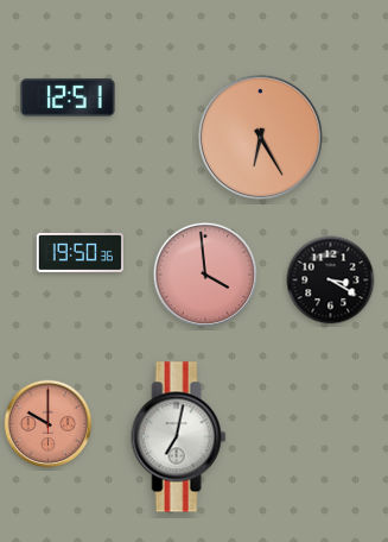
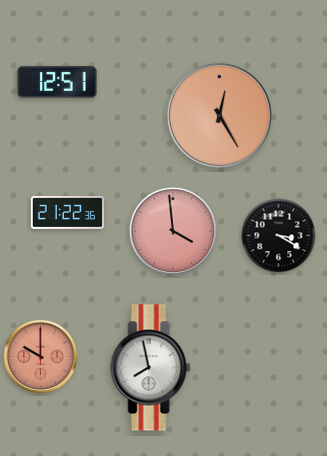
clock at (260, 137): 6:25 -> 12:25
clock at (79, 252): 19:50 -> 21:22
clock at (179, 437): 7:02 -> 7:58
